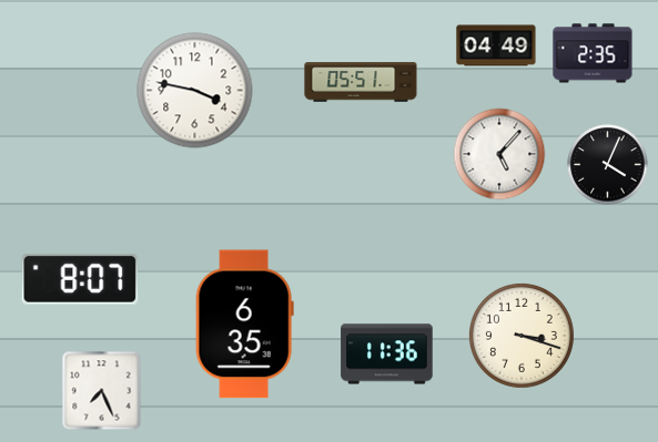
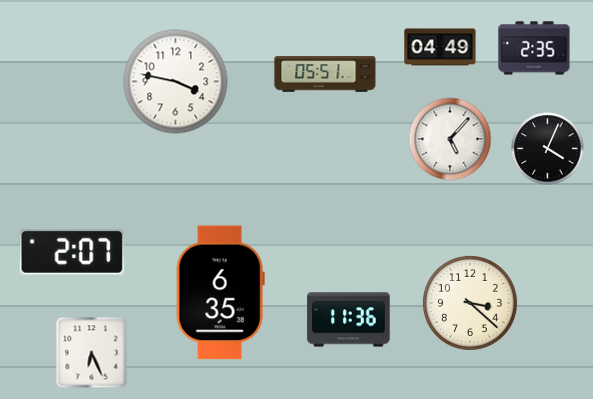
clock at (496, 45) position: (496, 45) -> (440, 47)
clock at (80, 279): 8:07 -> 2:07
clock at (522, 336): 3:18 -> 3:22
clock at (102, 391): 7:26 -> 6:26
